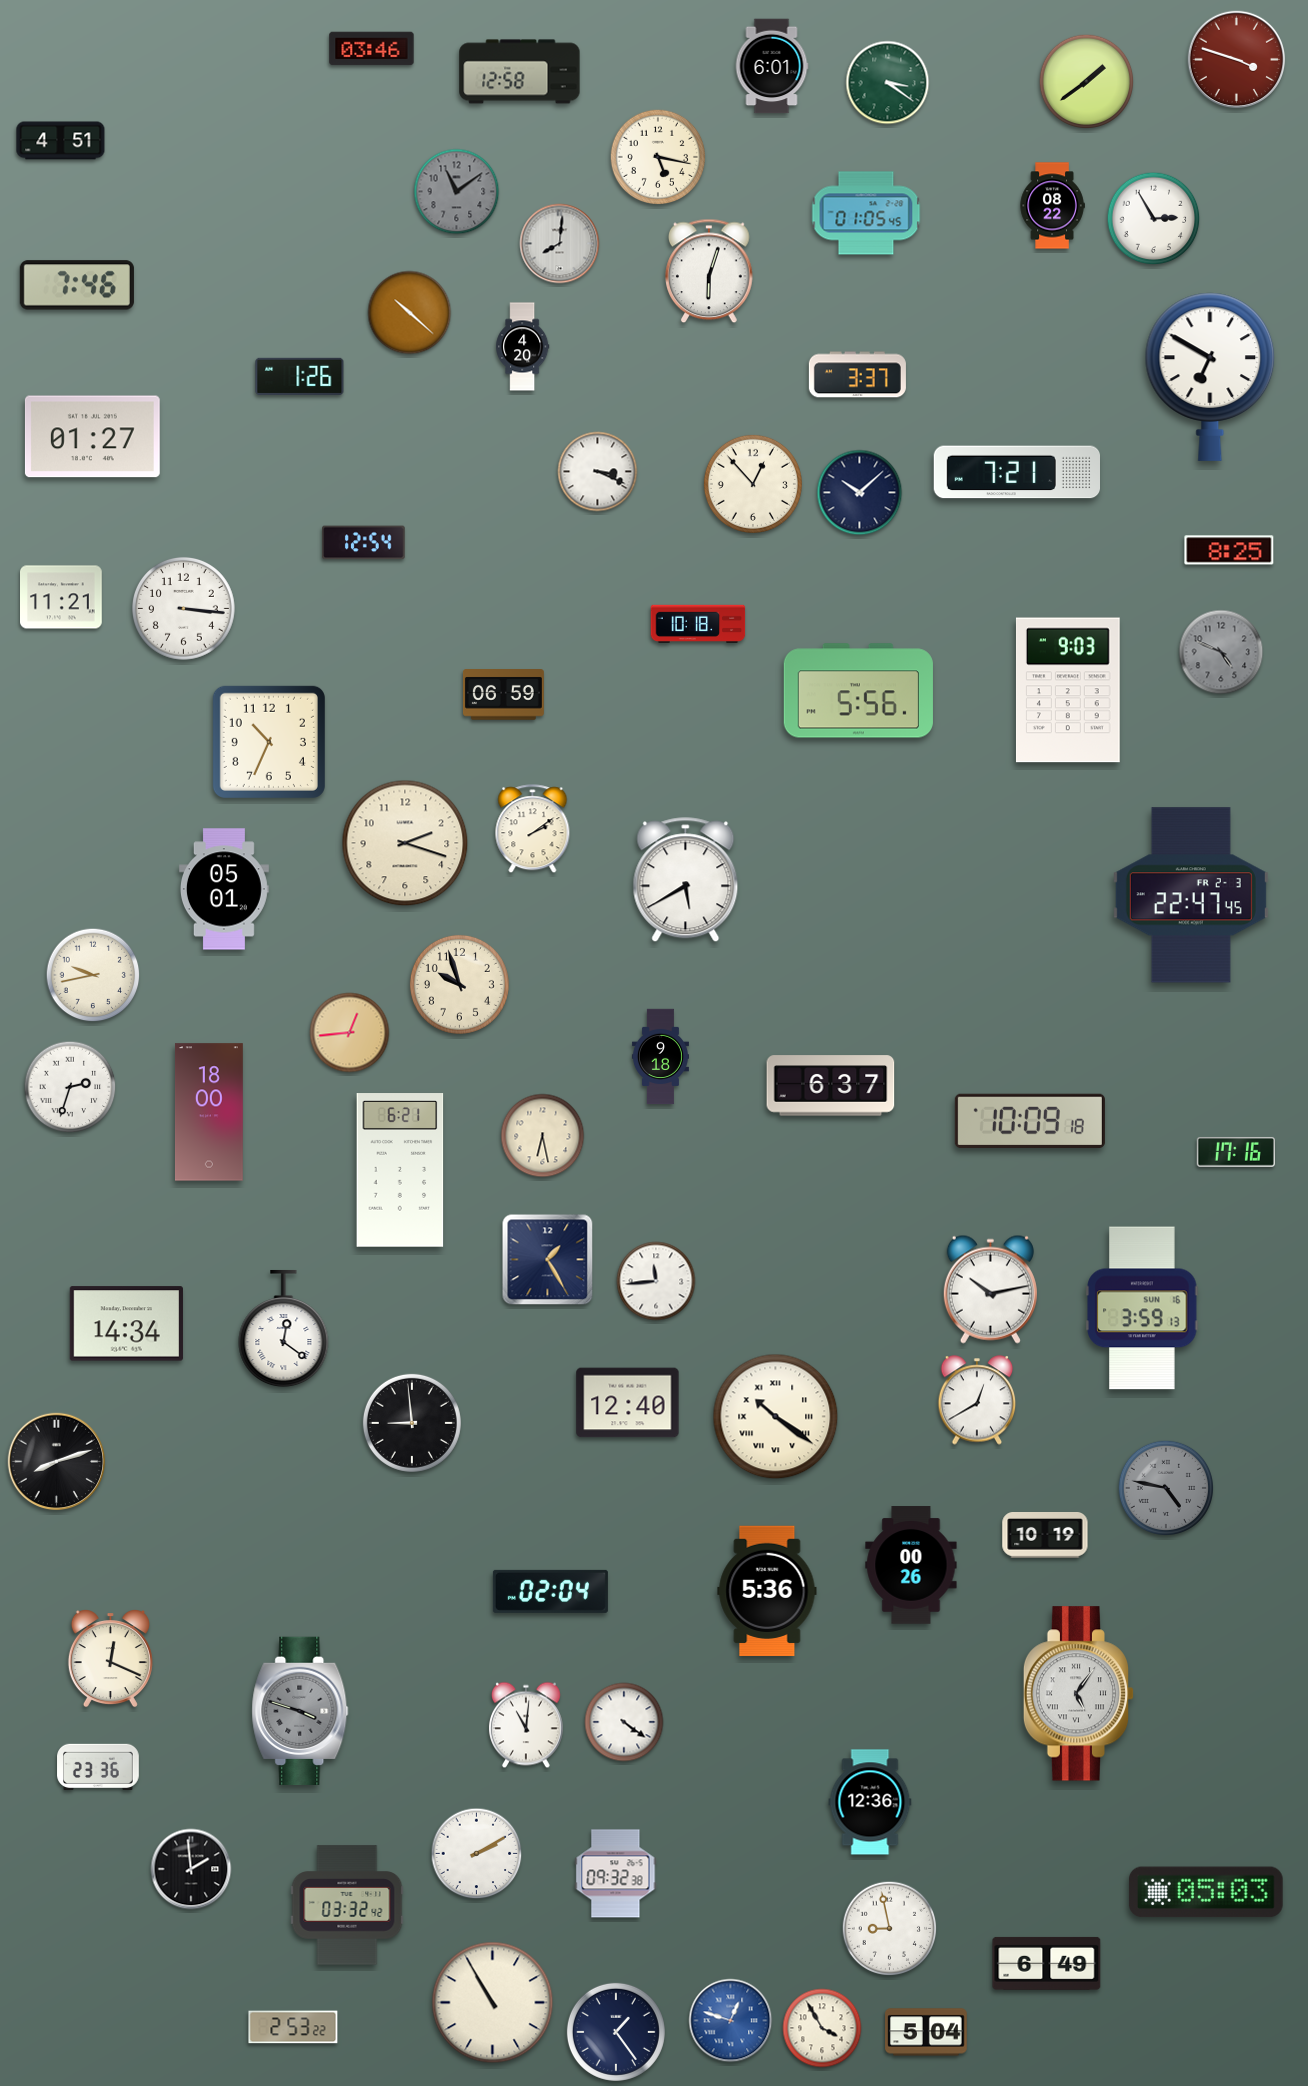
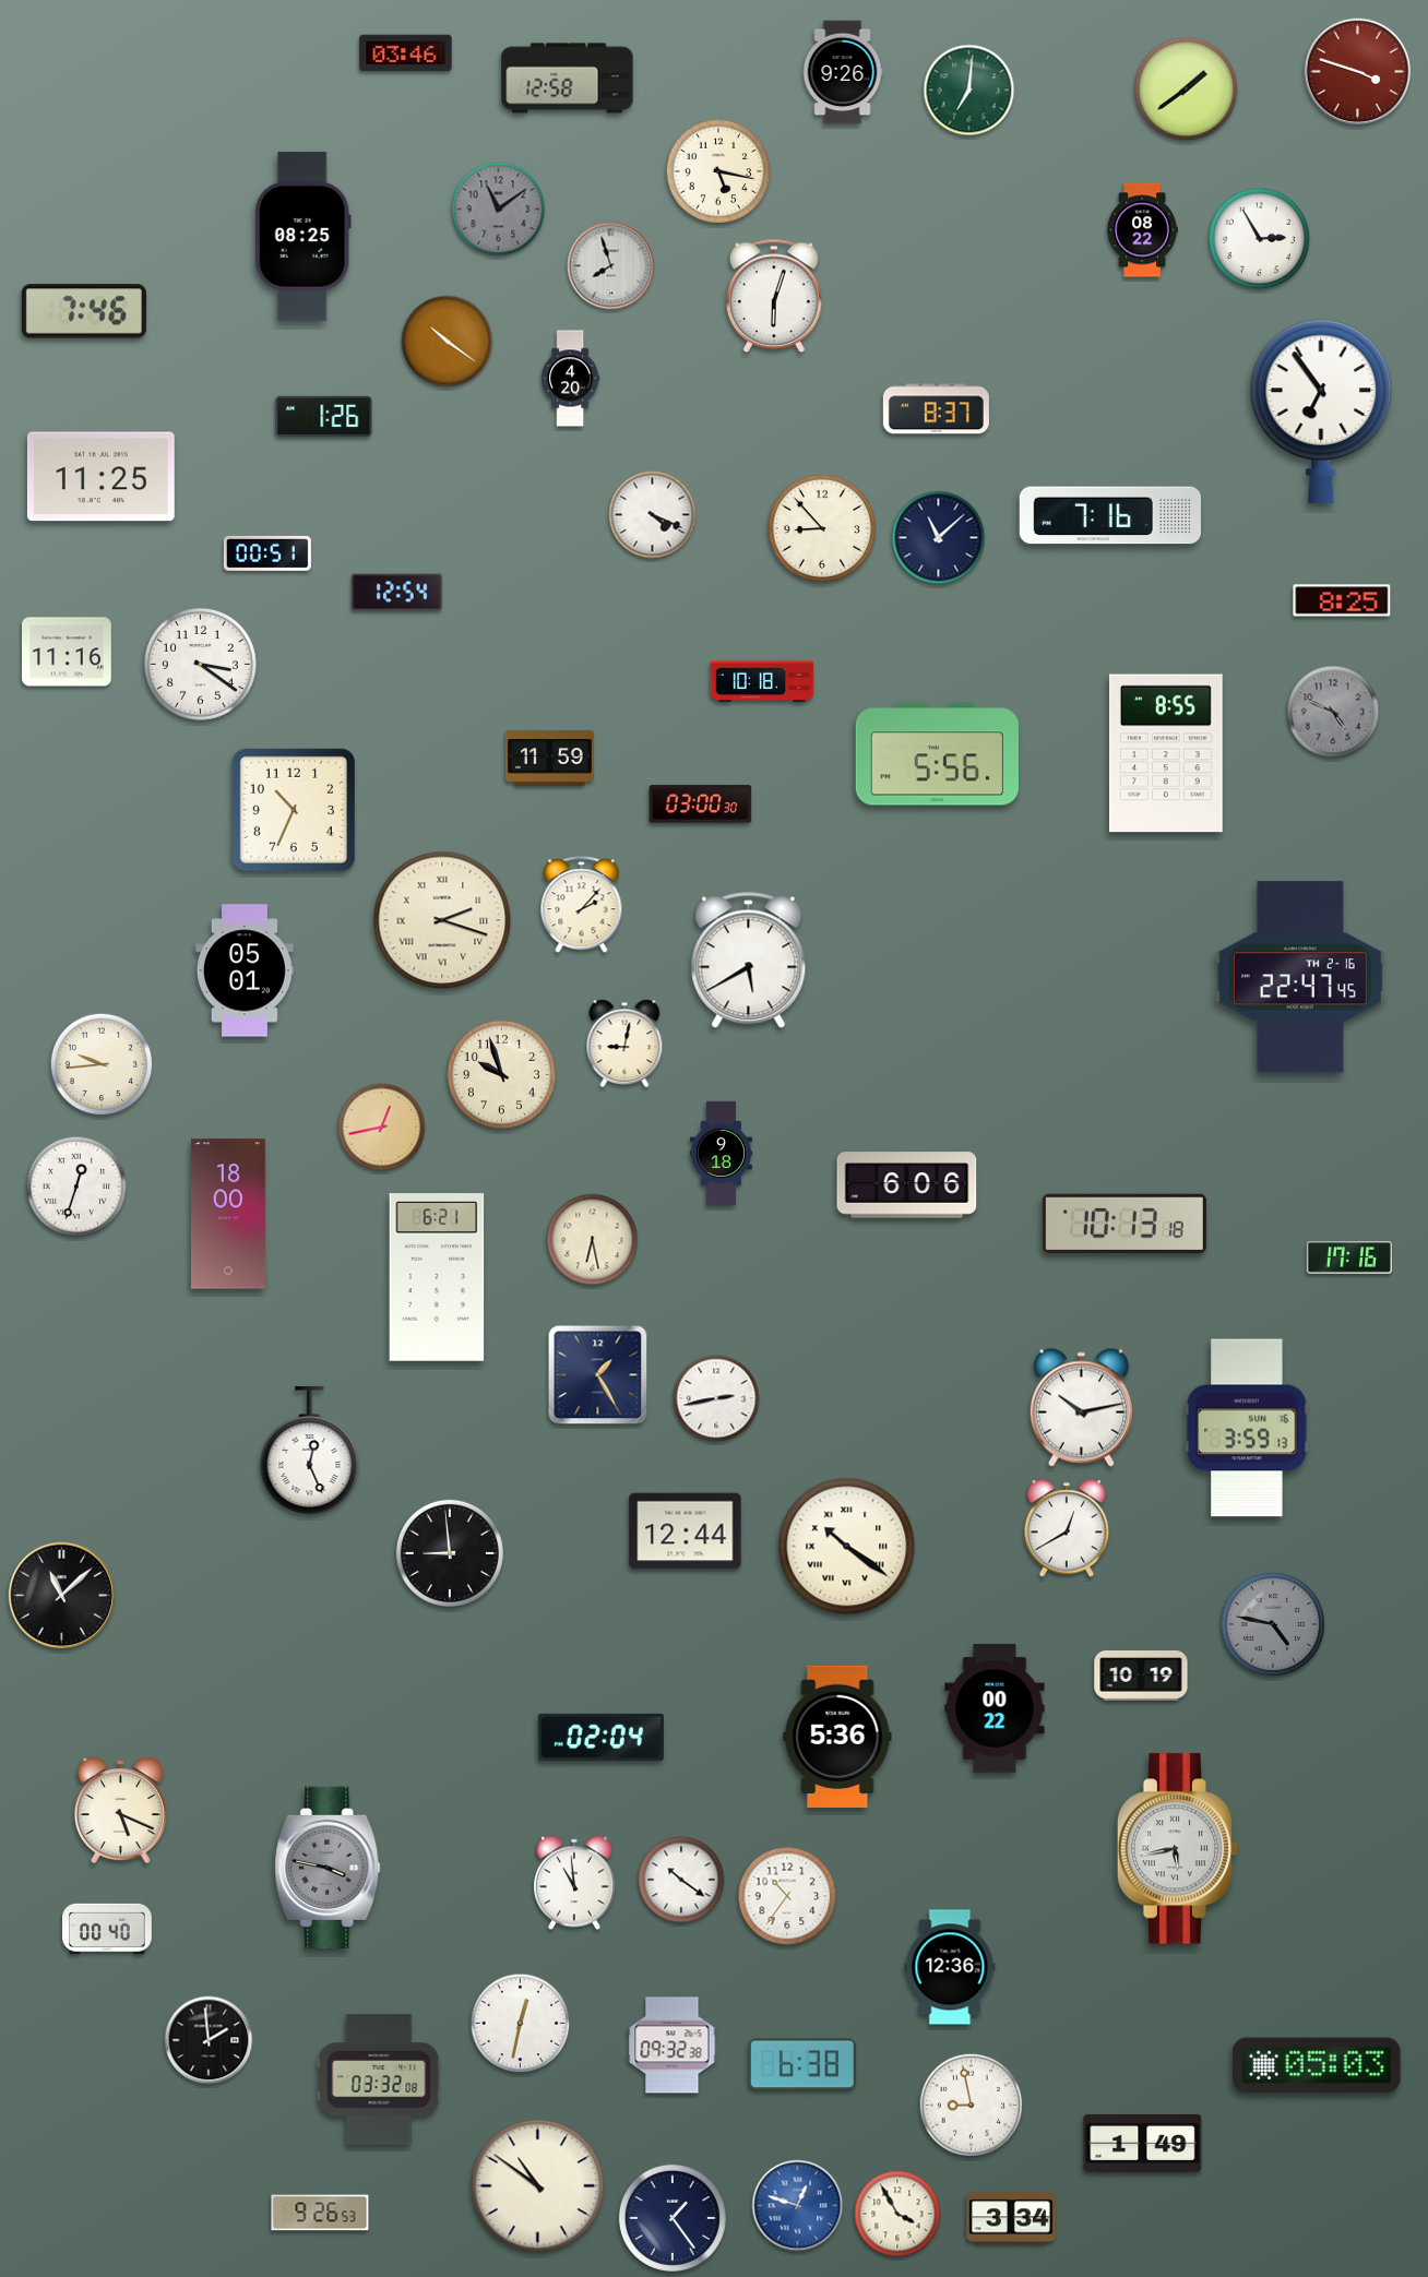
clock at (1237, 60) position: (1237, 60) -> (1358, 72)
clock at (772, 66): 6:01 -> 9:26
clock at (888, 83): 3:21 -> 7:01
clock at (61, 141): 4:51 -> none
clock at (1052, 206) position: (1052, 206) -> (1142, 230)
clock at (866, 213): 01:05 -> none
clock at (302, 237): none -> 08:25
clock at (560, 244): 8:01 -> 7:57
clock at (410, 313): 10:22 -> 10:21
clock at (857, 375): 3:37 -> 8:37
clock at (300, 376) position: (300, 376) -> (324, 416)
clock at (1210, 377): 6:50 -> 6:54
clock at (92, 437): 01:27 -> 11:25
clock at (598, 472): 3:19 -> 4:19
clock at (1016, 472): 7:21 -> 7:16
clock at (753, 484): 12:53 -> 8:53
clock at (860, 493): 10:08 -> 11:08
clock at (267, 553): none -> 00:51
clock at (61, 597): 11:21 -> 11:16
clock at (183, 608): 3:16 -> 3:21
clock at (1068, 690): 9:03 -> 8:55
clock at (503, 695): 06:59 -> 11:59
clock at (701, 804): none -> 03:00
clock at (533, 829): 2:09 -> 2:07
clock at (405, 843) numerals: Arabic -> Roman
clock at (1191, 895) date: FR 2-3 -> TH 2-16
clock at (624, 1044): none -> 9:02
clock at (93, 975): 9:43 -> 9:44
clock at (350, 1033): 12:44 -> 12:43
clock at (831, 1086): 6:37 -> 6:06
clock at (70, 1087): 2:33 -> 12:33
clock at (1030, 1121): 10:09 -> 10:13
clock at (656, 1281): 11:44 -> 2:43
clock at (126, 1324): 14:34 -> none
clock at (284, 1329): 12:21 -> 12:26
clock at (628, 1403): 12:40 -> 12:44
clock at (57, 1462): 8:12 -> 11:08
clock at (911, 1565): 00:26 -> 00:22
clock at (110, 1659): 12:19 -> 5:19
clock at (1079, 1694): 5:06 -> 5:43
clock at (300, 1710): 3:48 -> 3:47
clock at (624, 1722): 4:21 -> 10:21
clock at (526, 1725): 11:01 -> 10:59
clock at (787, 1896): none -> 10:36
clock at (98, 1766): 23:36 -> 00:40
clock at (477, 1854): 2:10 -> 12:32
clock at (802, 2064): none -> 6:38
clock at (347, 1905): 03:32:42 -> 03:32:08
clock at (1047, 1963): 6:49 -> 1:49
clock at (493, 2003): 10:55 -> 10:51
clock at (293, 2027): 2:53 -> 9:26
clock at (926, 2032): 5:04 -> 3:34
